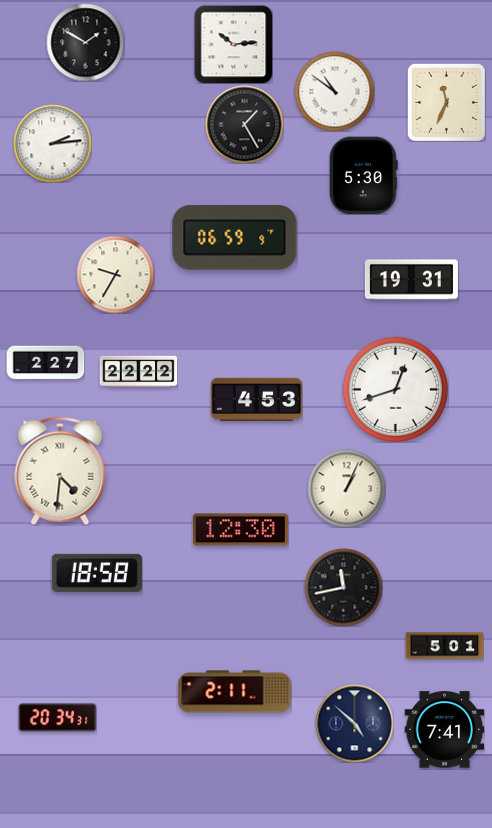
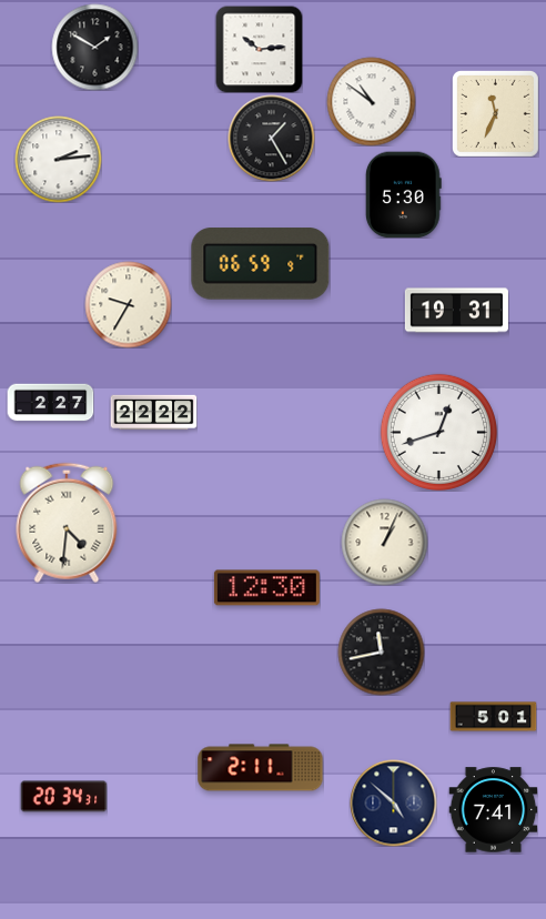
clock at (256, 399): 4:53 -> none
clock at (97, 573): 18:58 -> none
